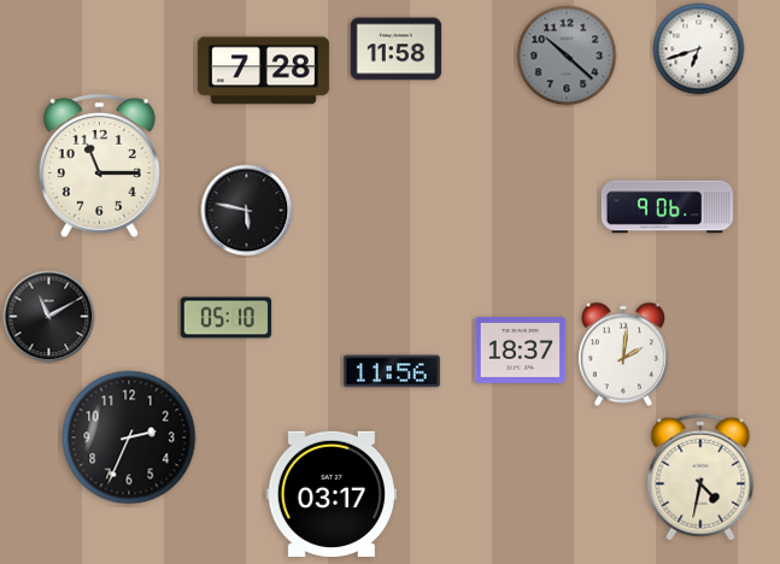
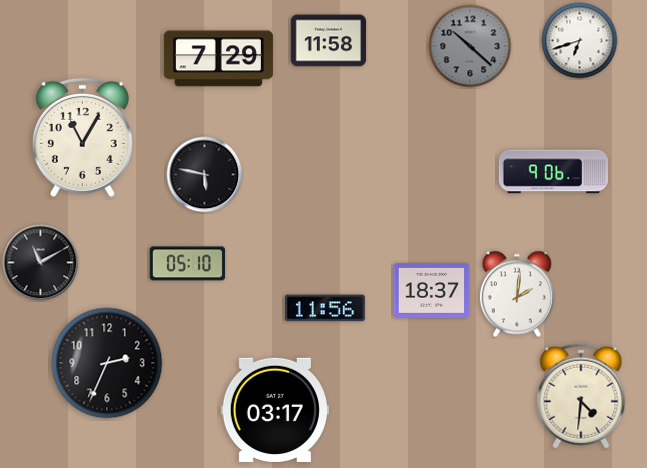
clock at (263, 71): 7:28 -> 7:29
clock at (99, 165): 11:15 -> 11:05
clock at (700, 477): 4:32 -> 4:31
